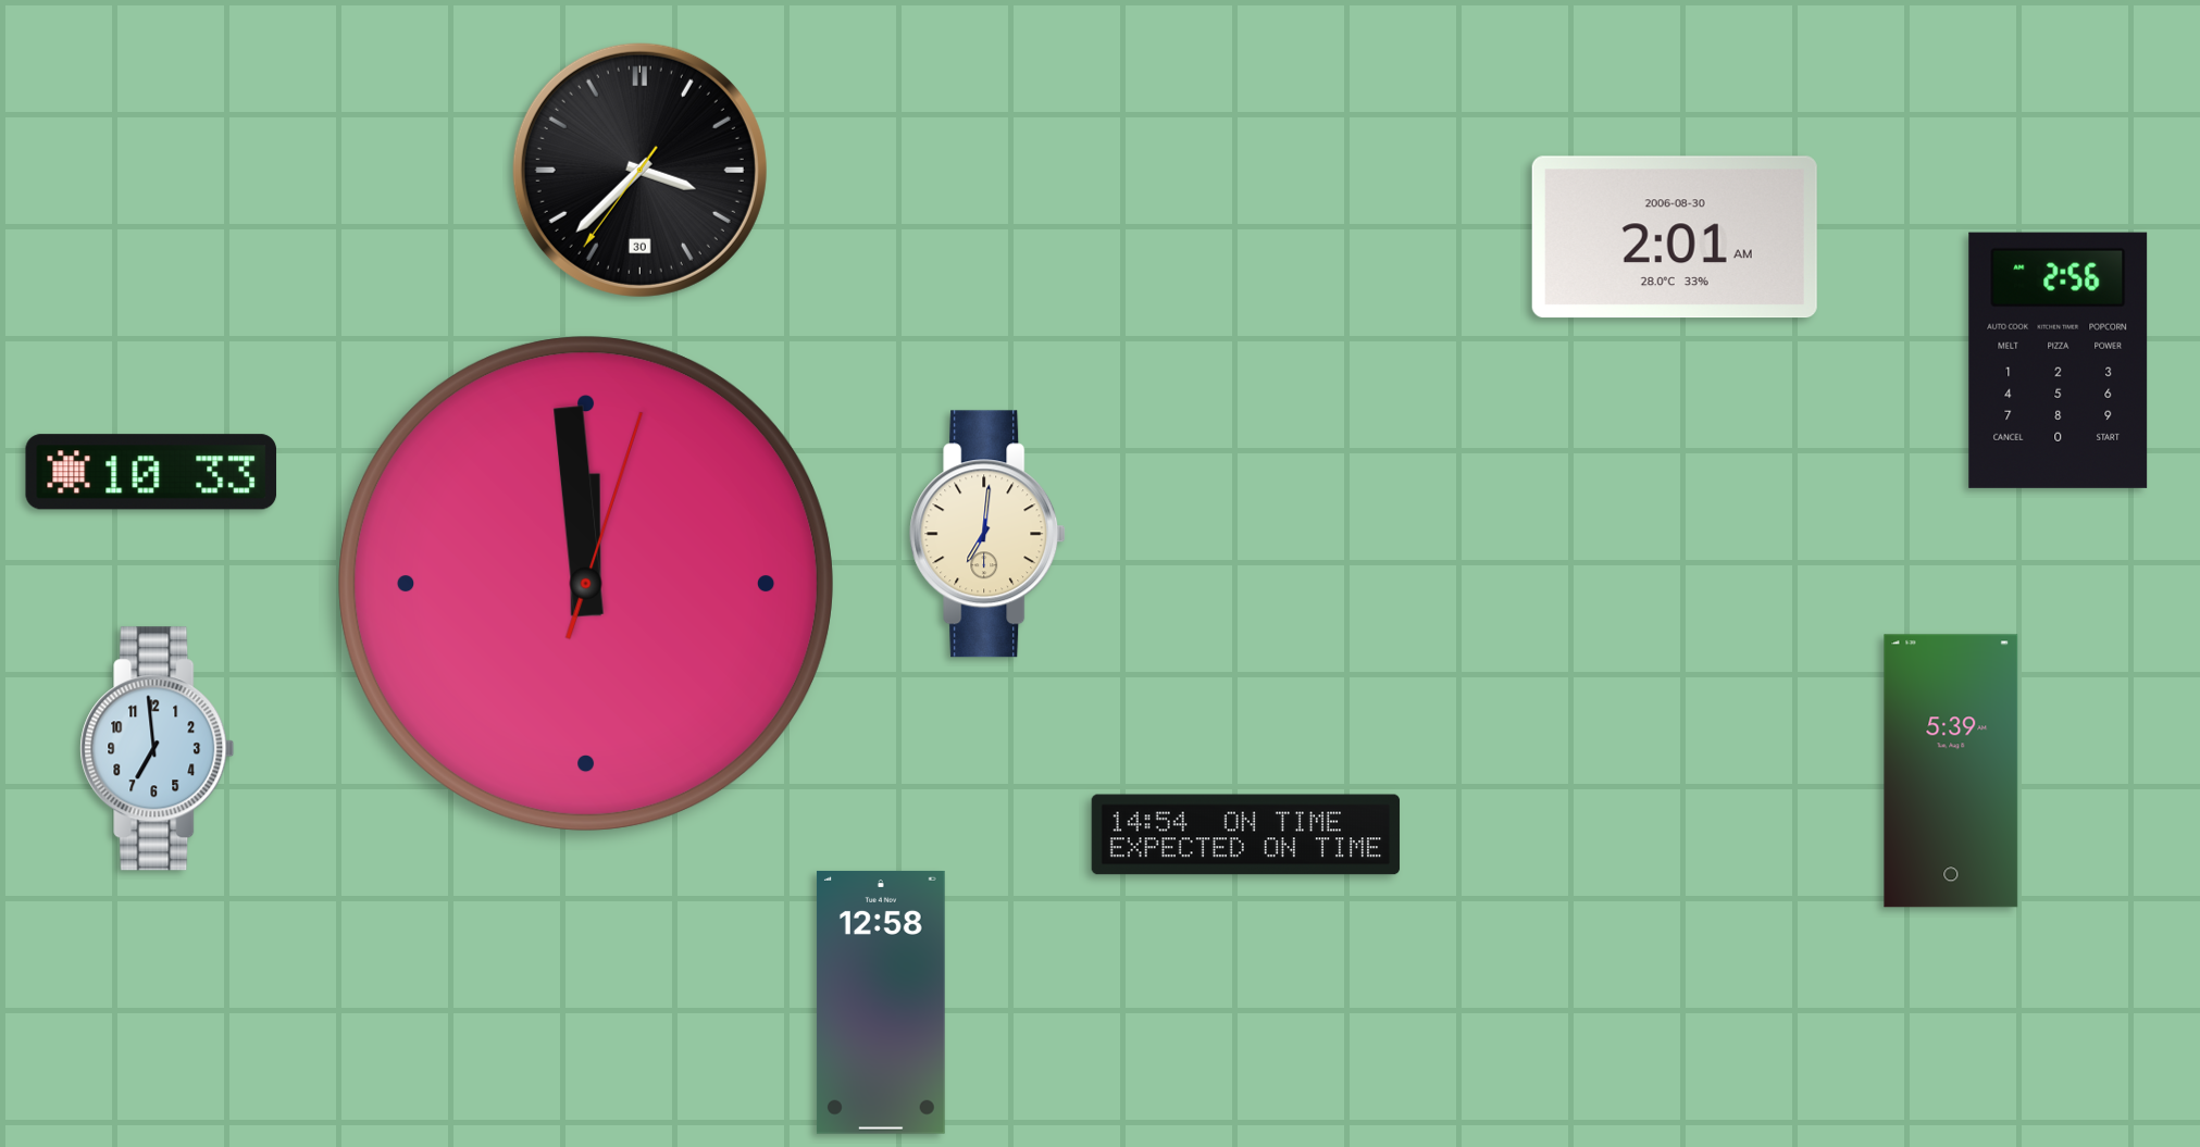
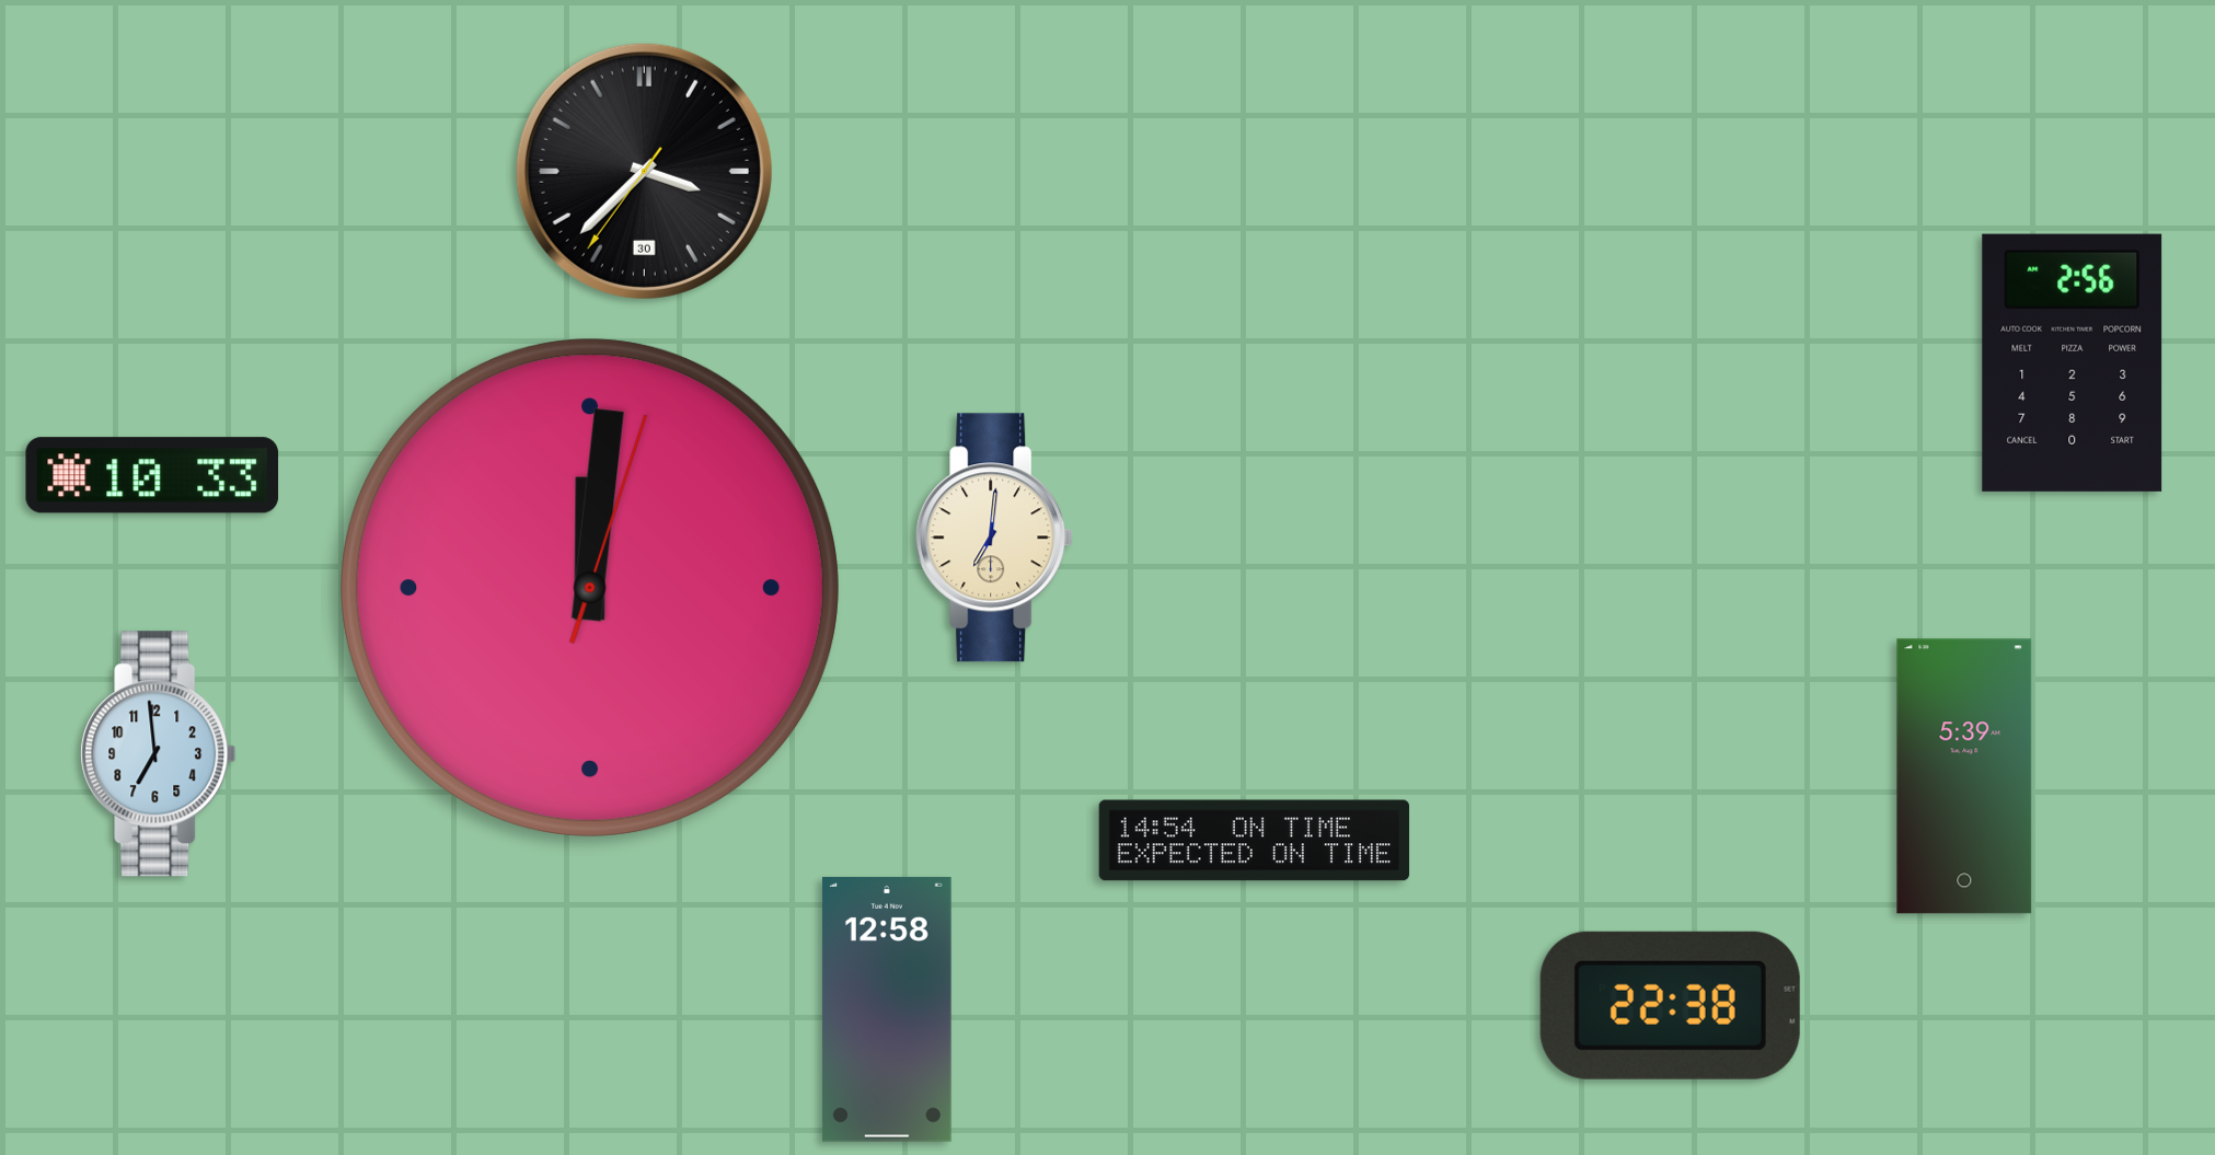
clock at (1675, 237): 2:01 -> none
clock at (585, 583): 11:59 -> 12:01
clock at (1670, 1005): none -> 22:38
